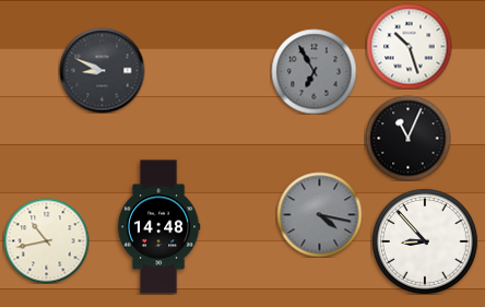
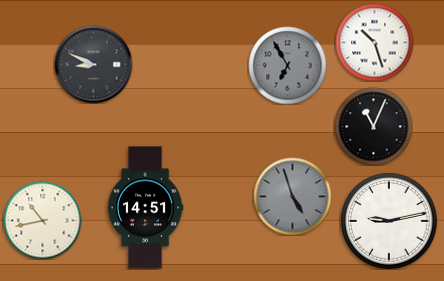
clock at (319, 214): 4:17 -> 4:57
clock at (158, 227): 14:48 -> 14:51
clock at (425, 241): 8:53 -> 9:13
